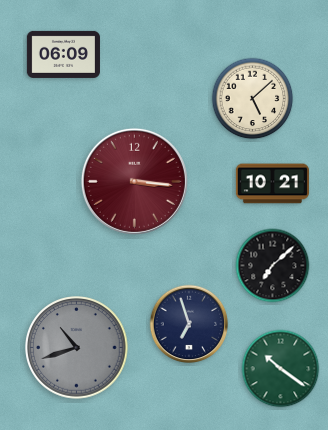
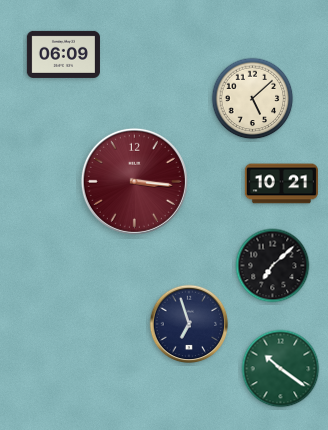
clock at (272, 184) position: (272, 184) -> (281, 184)
clock at (77, 348): 10:42 -> none
